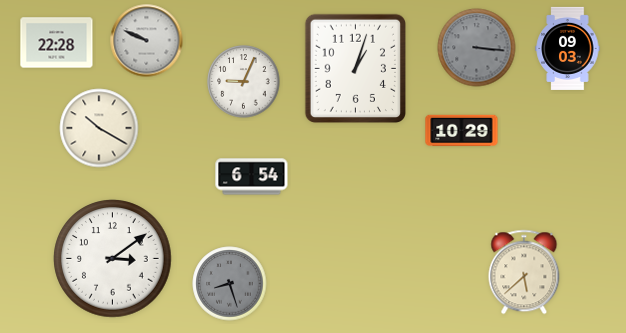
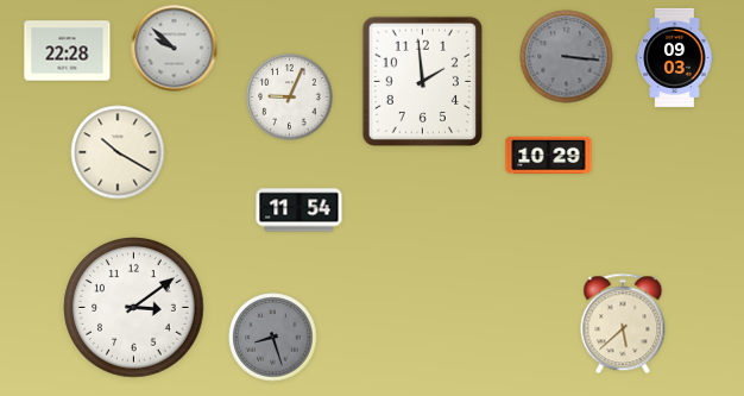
clock at (147, 41): 9:49 -> 9:52
clock at (355, 68): 1:03 -> 1:59
clock at (252, 177): 6:54 -> 11:54
